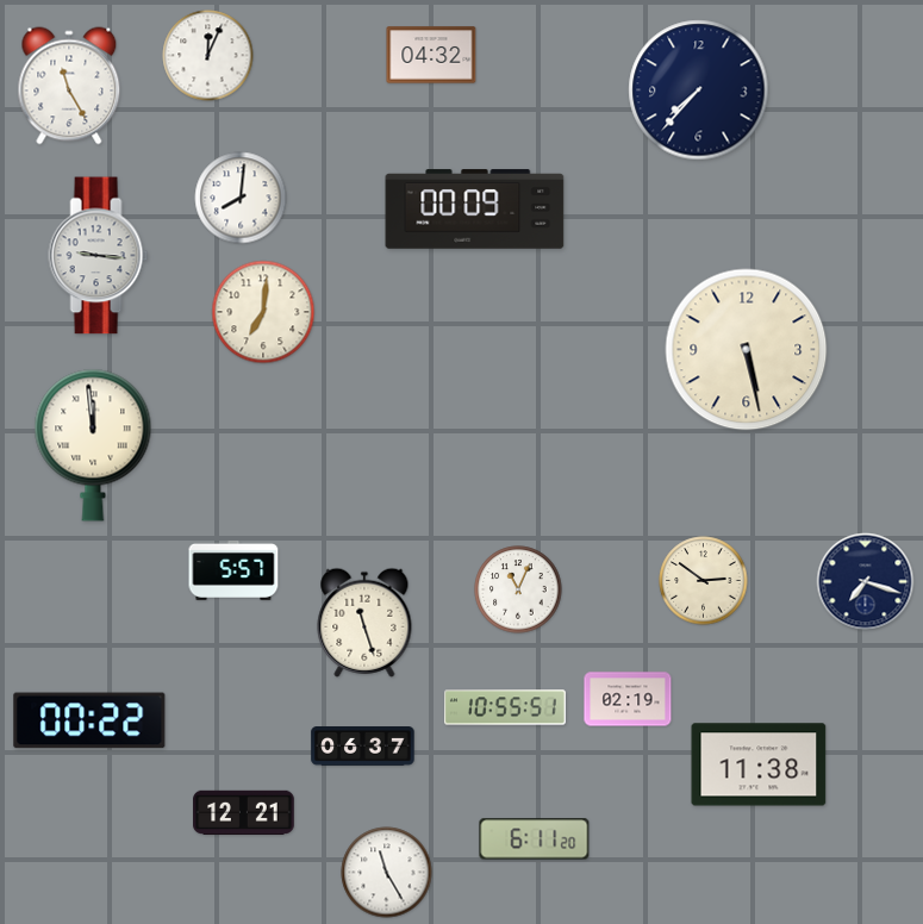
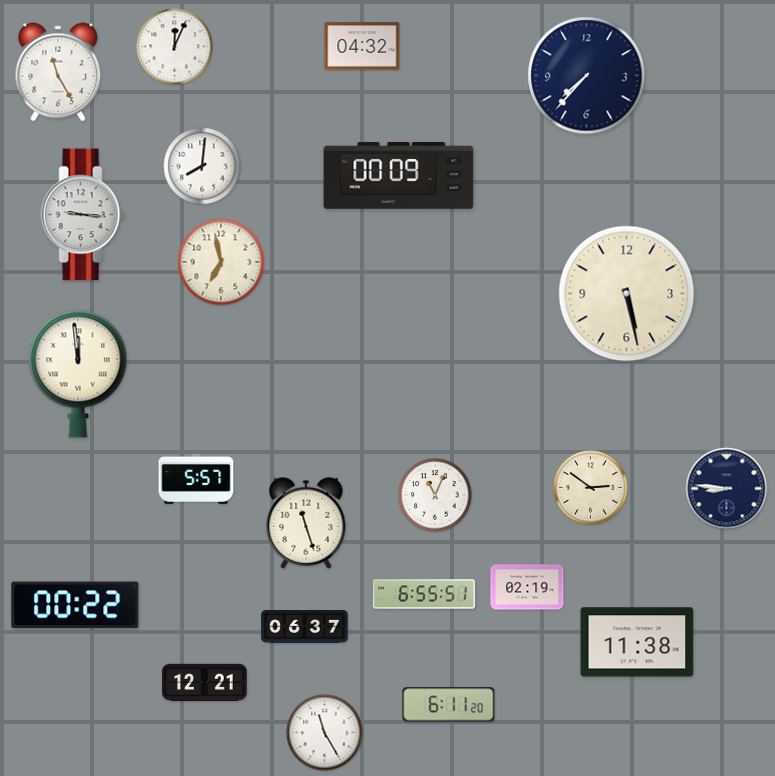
clock at (263, 312): 7:01 -> 6:58
clock at (866, 582): 7:18 -> 8:46
clock at (506, 707): 10:55 -> 6:55
